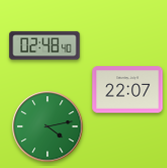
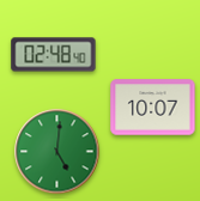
clock at (128, 90): 22:07 -> 10:07
clock at (48, 127): 4:13 -> 5:01
